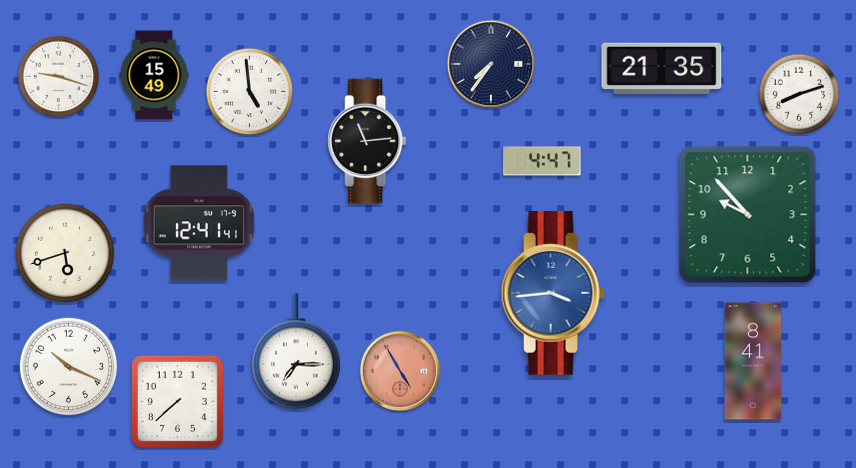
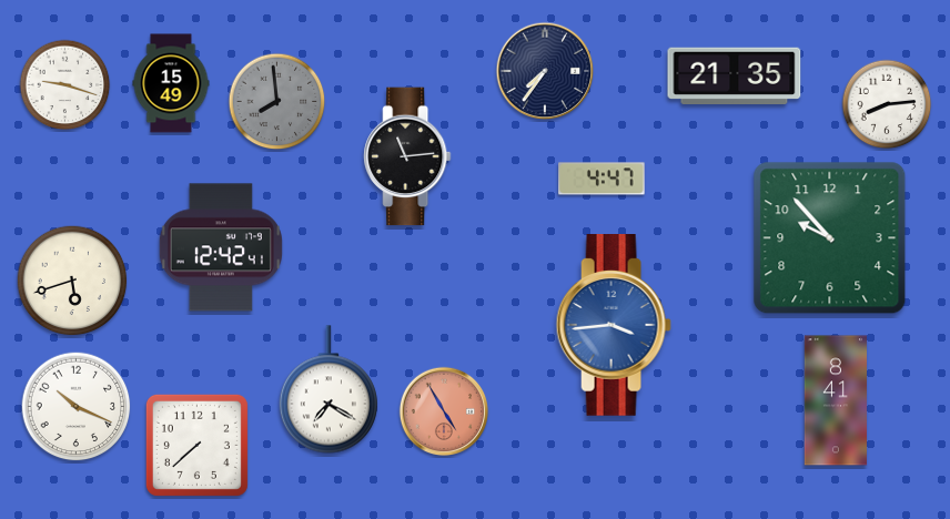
clock at (250, 92): 4:59 -> 7:59
clock at (250, 92) dial: white -> grey
clock at (799, 94): 8:12 -> 8:14
clock at (199, 223): 12:41 -> 12:42
clock at (296, 351): 7:15 -> 7:20
